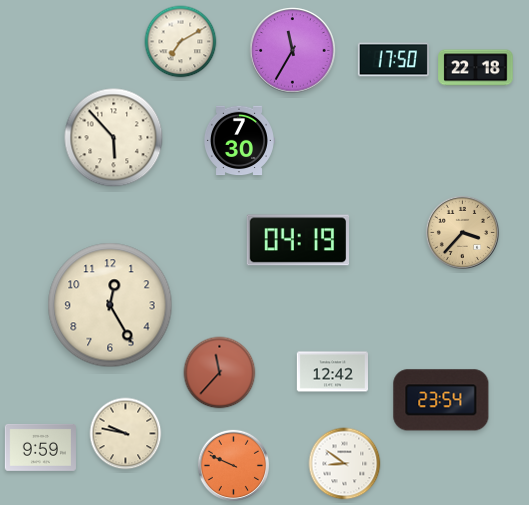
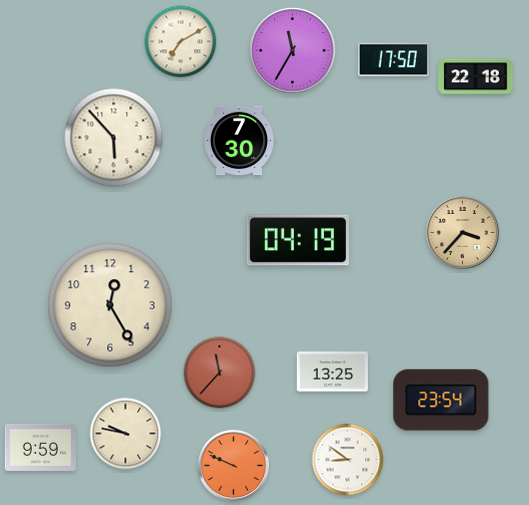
clock at (476, 68) position: (476, 68) -> (476, 77)
clock at (332, 372): 12:42 -> 13:25
clock at (345, 464) position: (345, 464) -> (348, 460)
